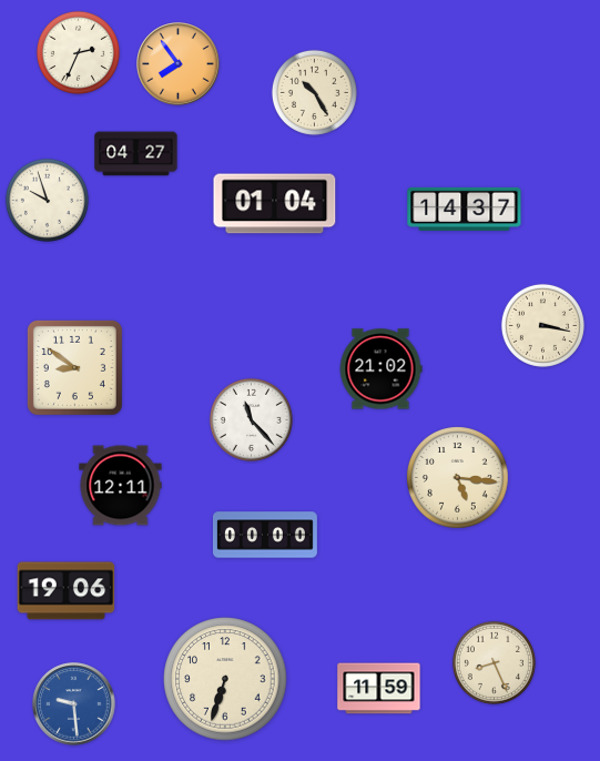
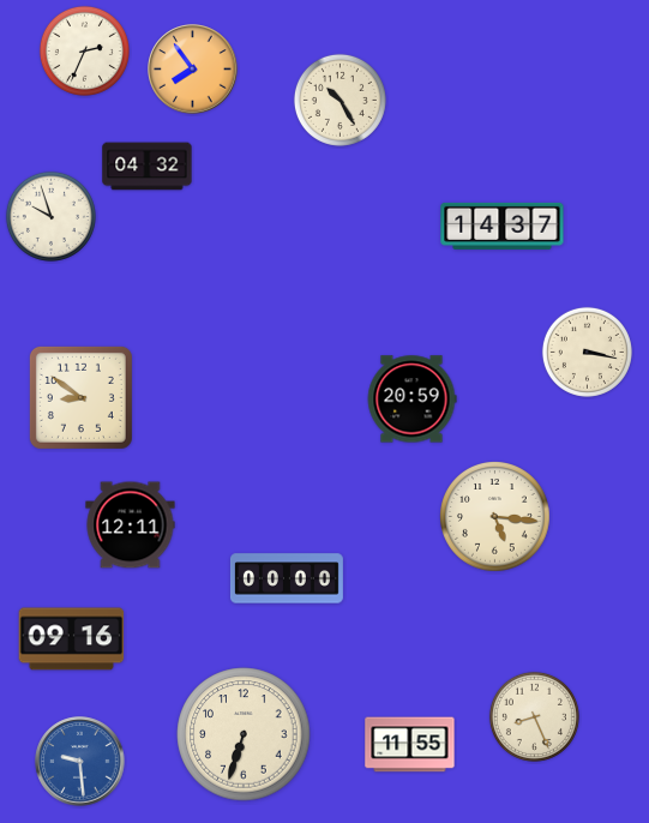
clock at (78, 52) position: (78, 52) -> (84, 50)
clock at (136, 154): 04:27 -> 04:32
clock at (275, 204): 01:04 -> none
clock at (380, 369): 21:02 -> 20:59
clock at (251, 419): 11:23 -> none
clock at (67, 591): 19:06 -> 09:16
clock at (379, 689): 11:59 -> 11:55
